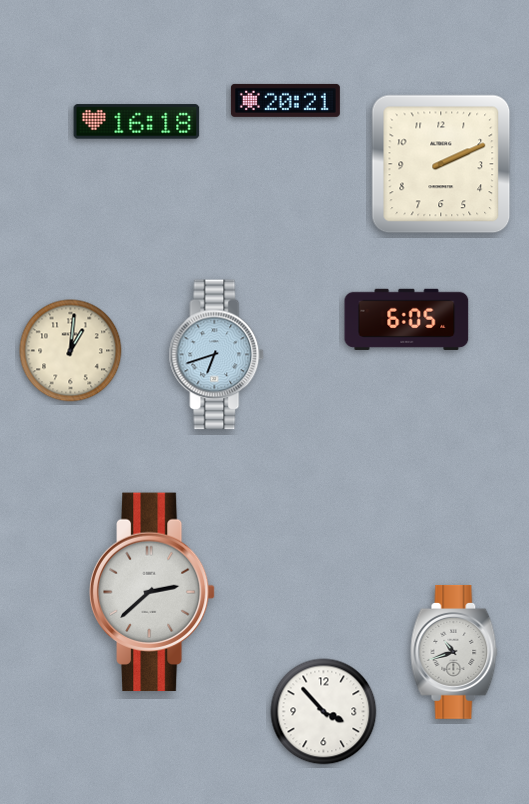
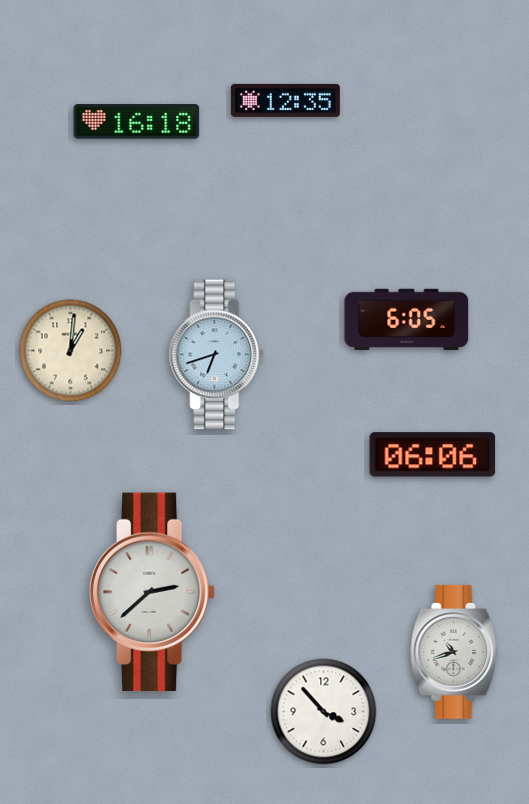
clock at (285, 100): 20:21 -> 12:35
clock at (441, 164): 2:11 -> none
clock at (433, 455): none -> 06:06
